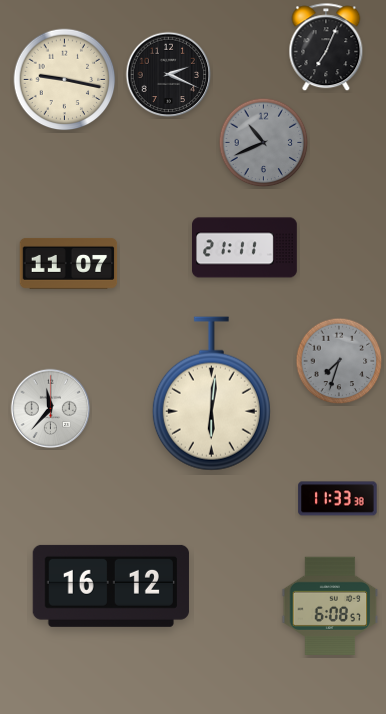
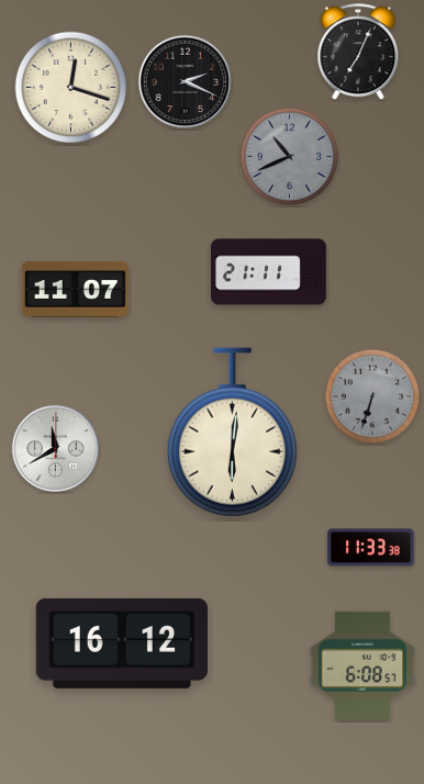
clock at (65, 80): 9:17 -> 12:18
clock at (339, 361): 7:33 -> 6:33
clock at (51, 409): 11:37 -> 11:40
